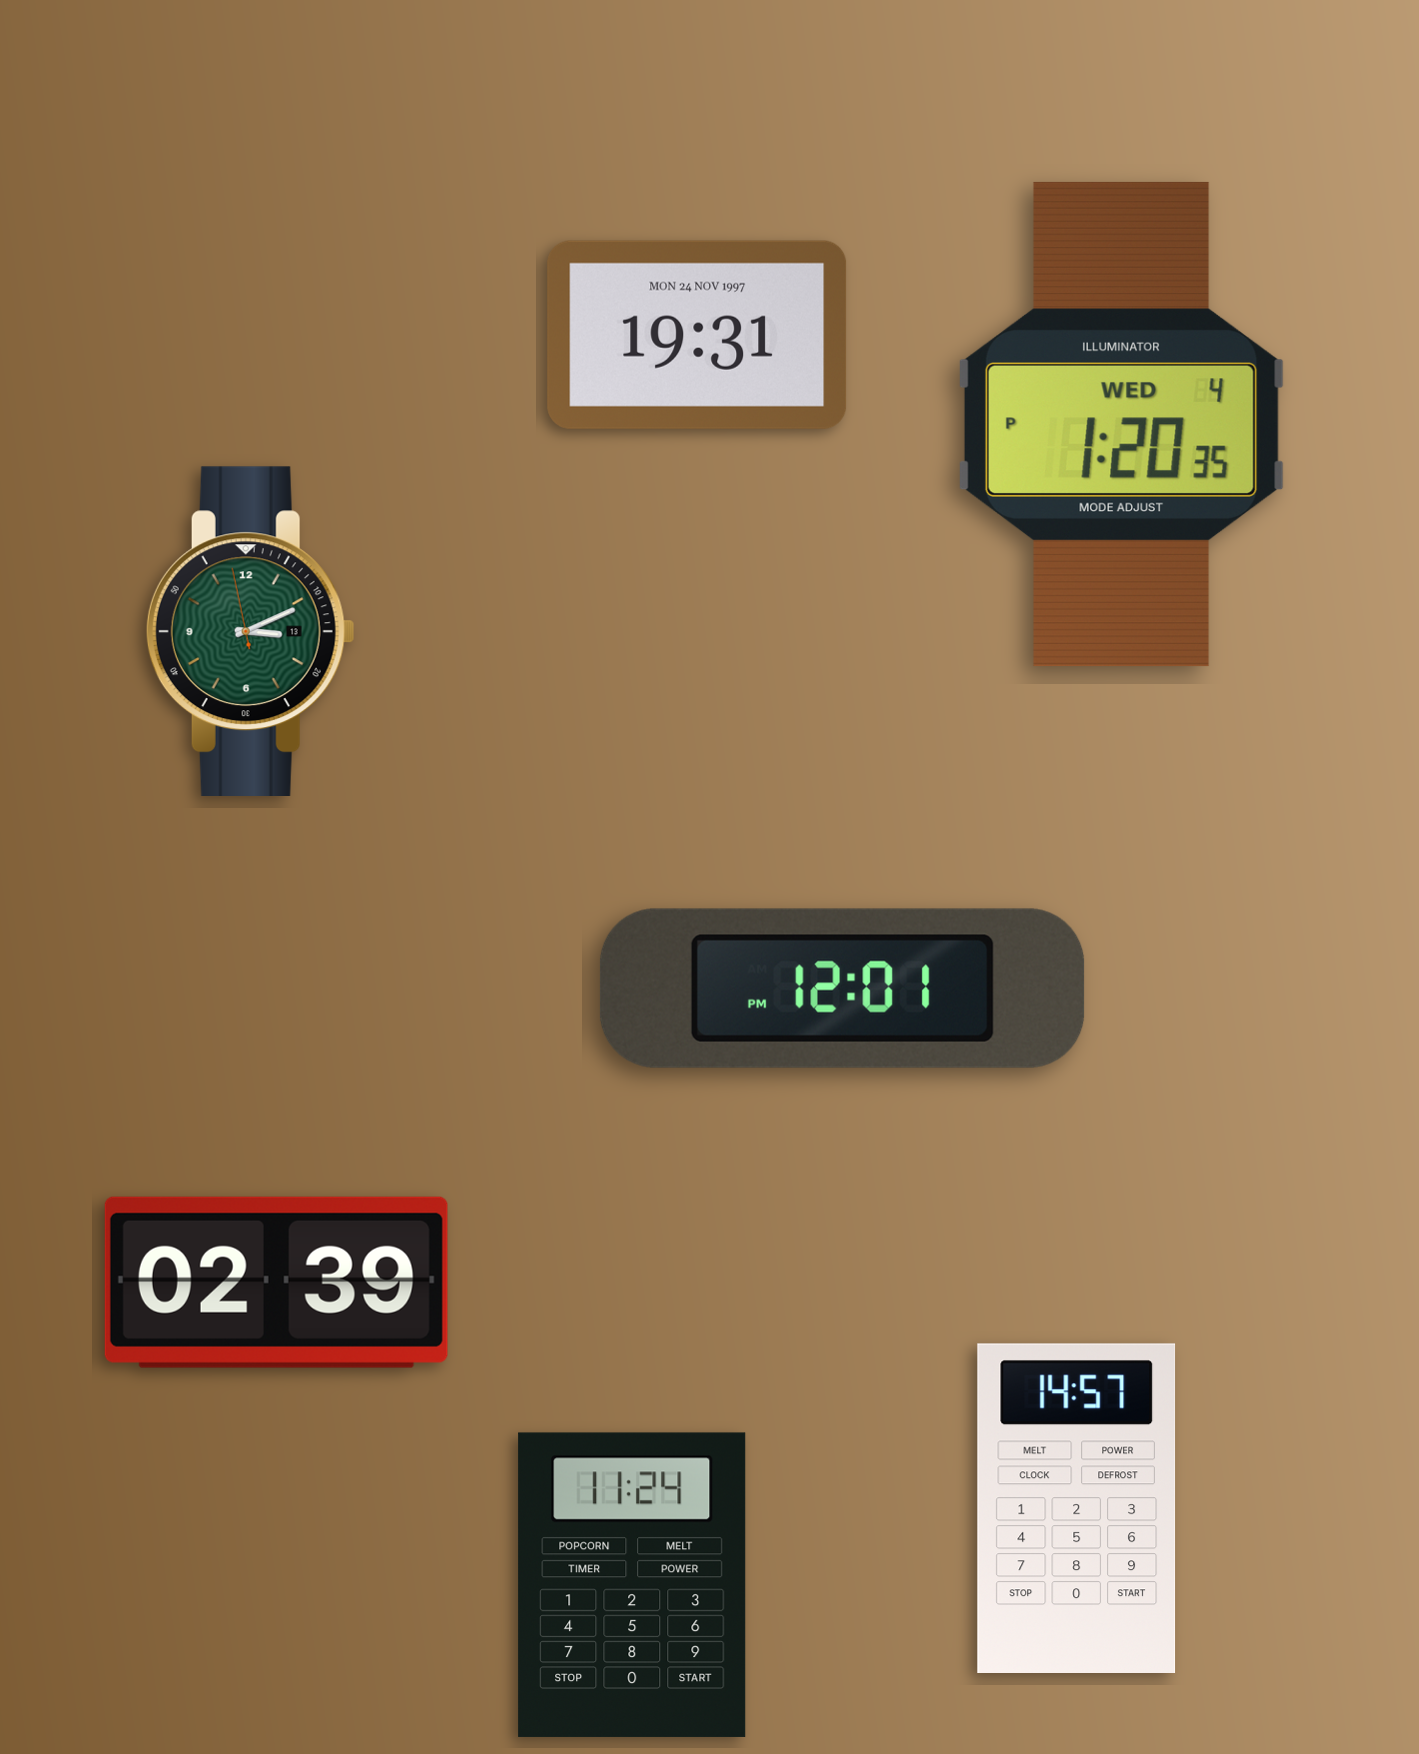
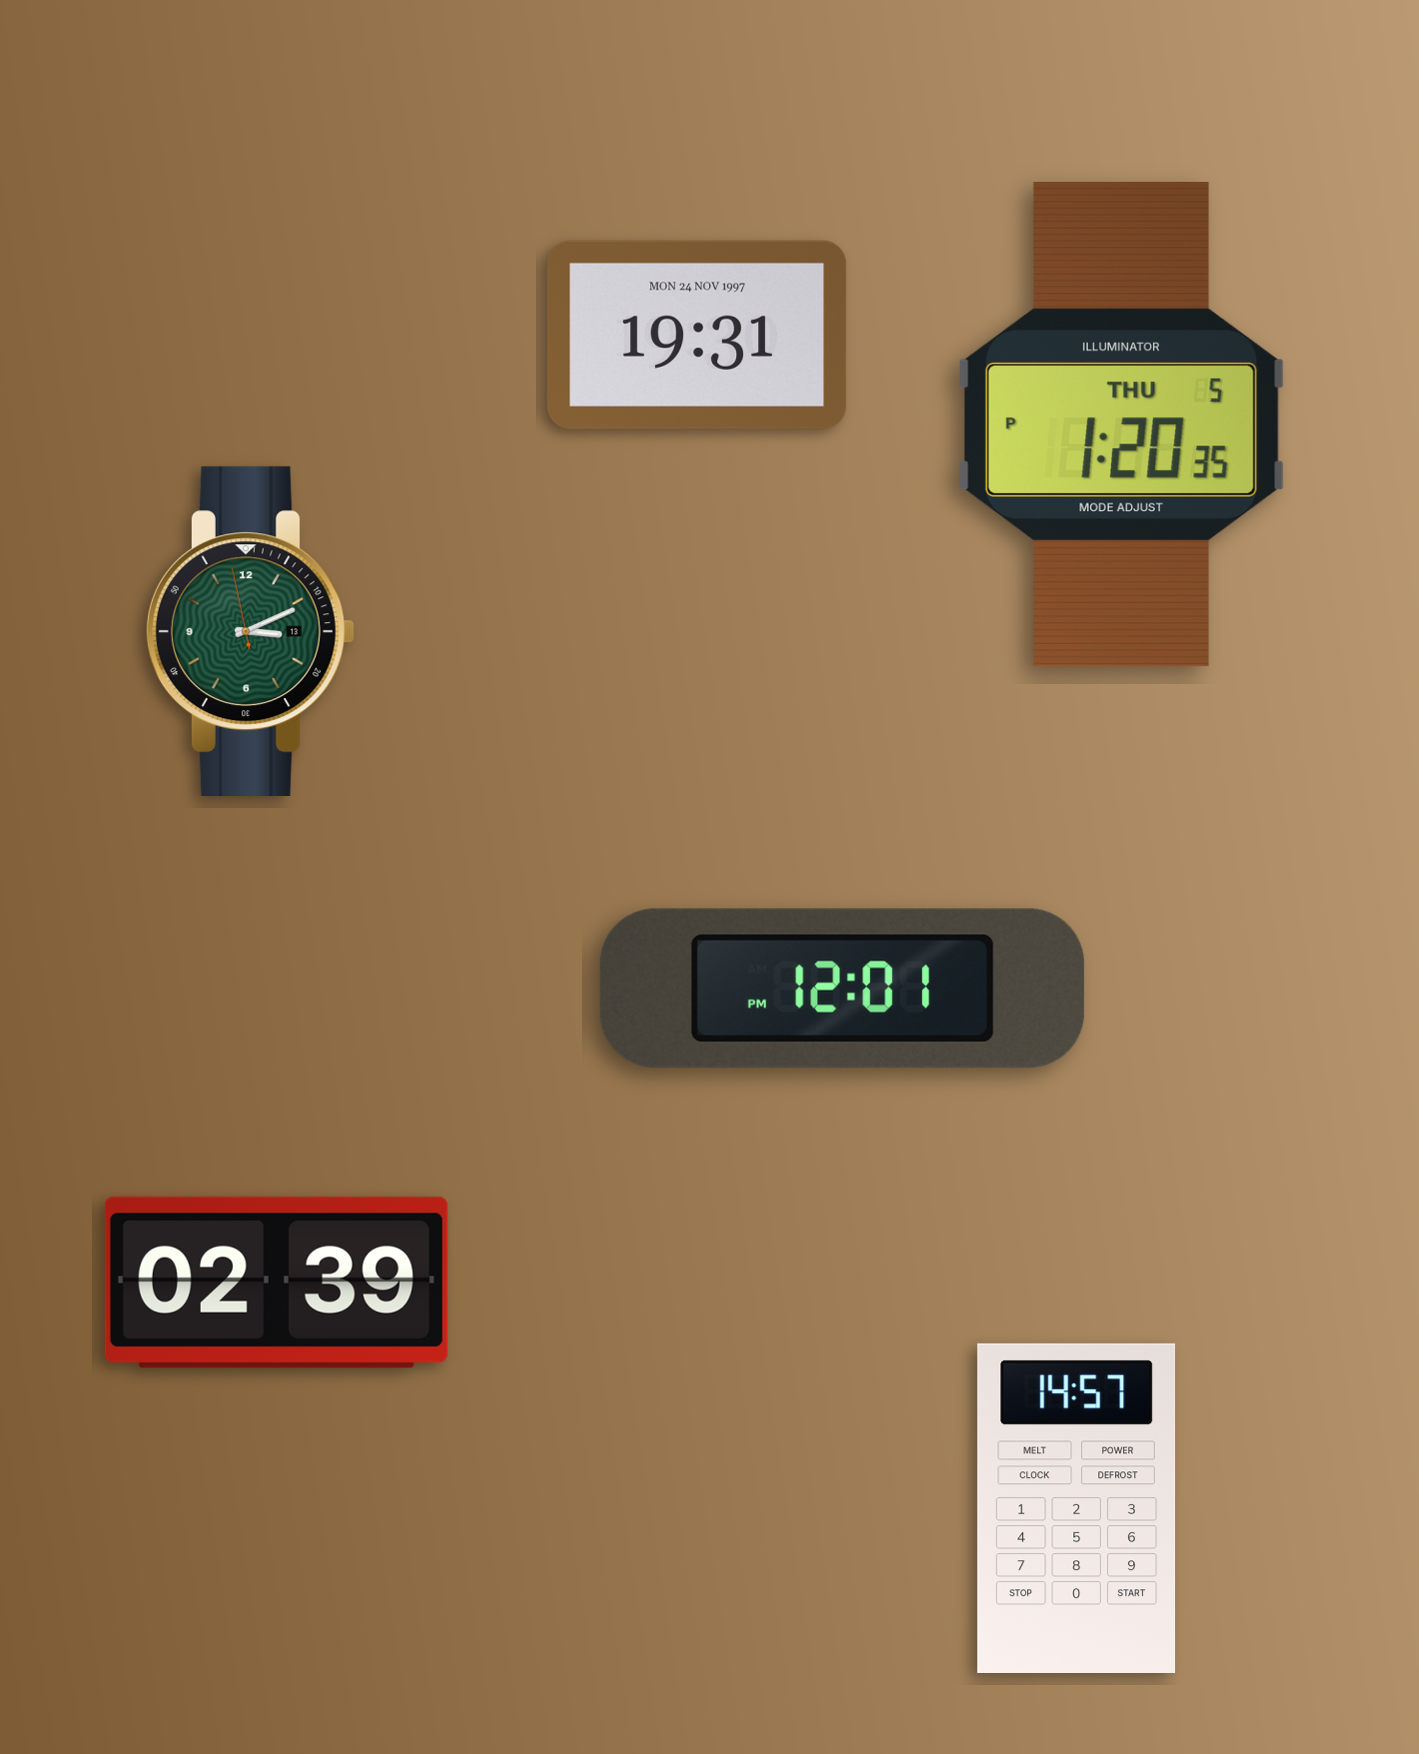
clock at (1121, 424) date: WED 4 -> THU 5
clock at (632, 1585): 11:24 -> none
